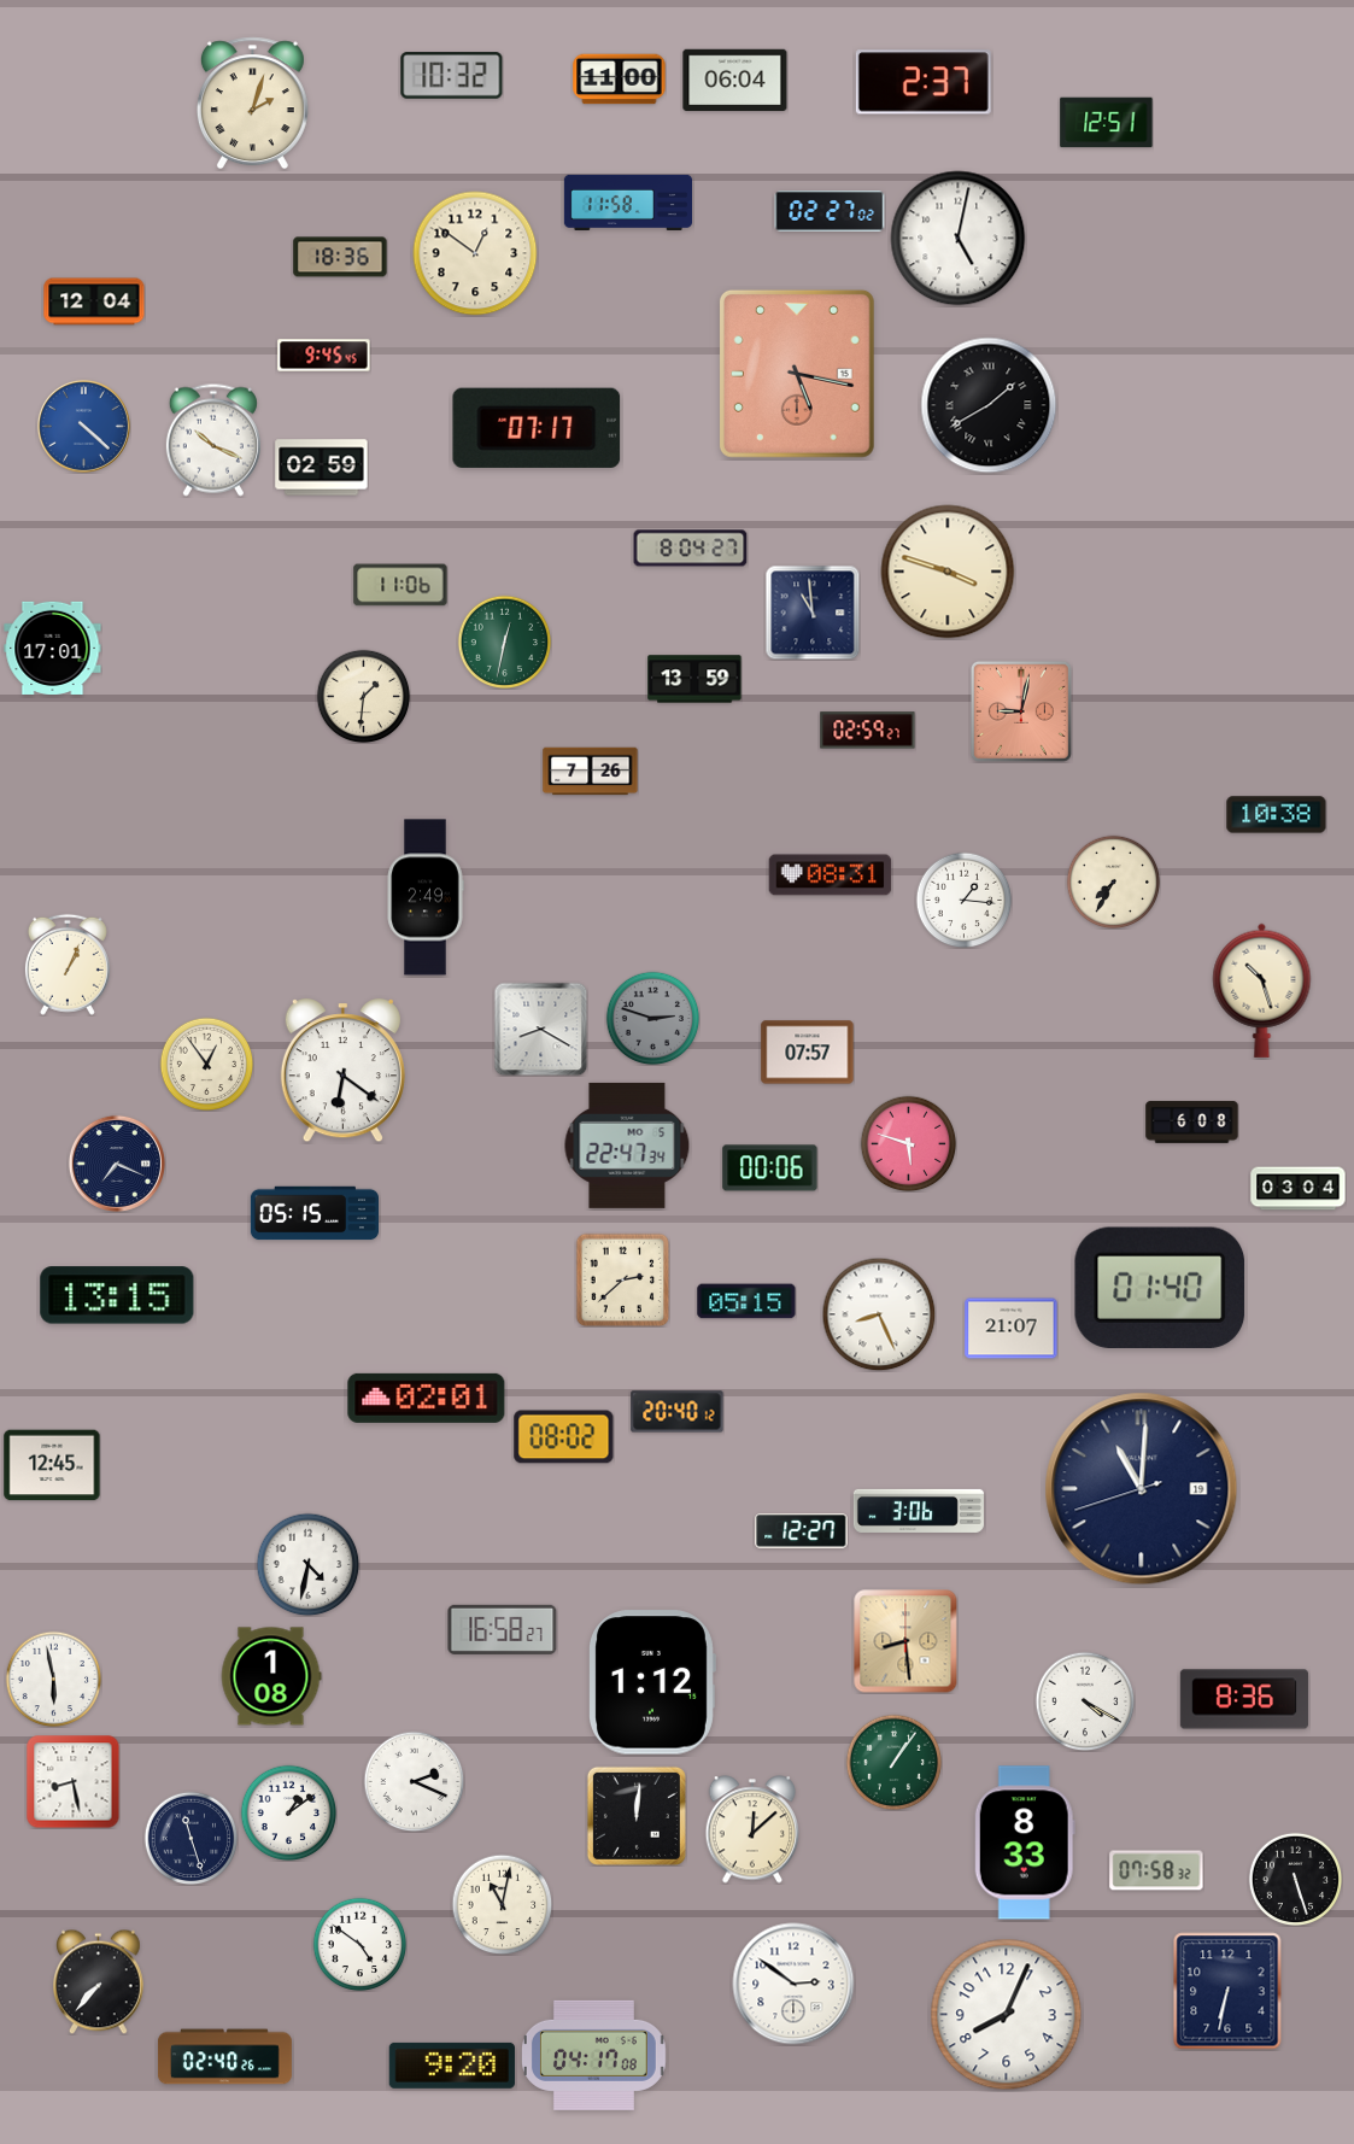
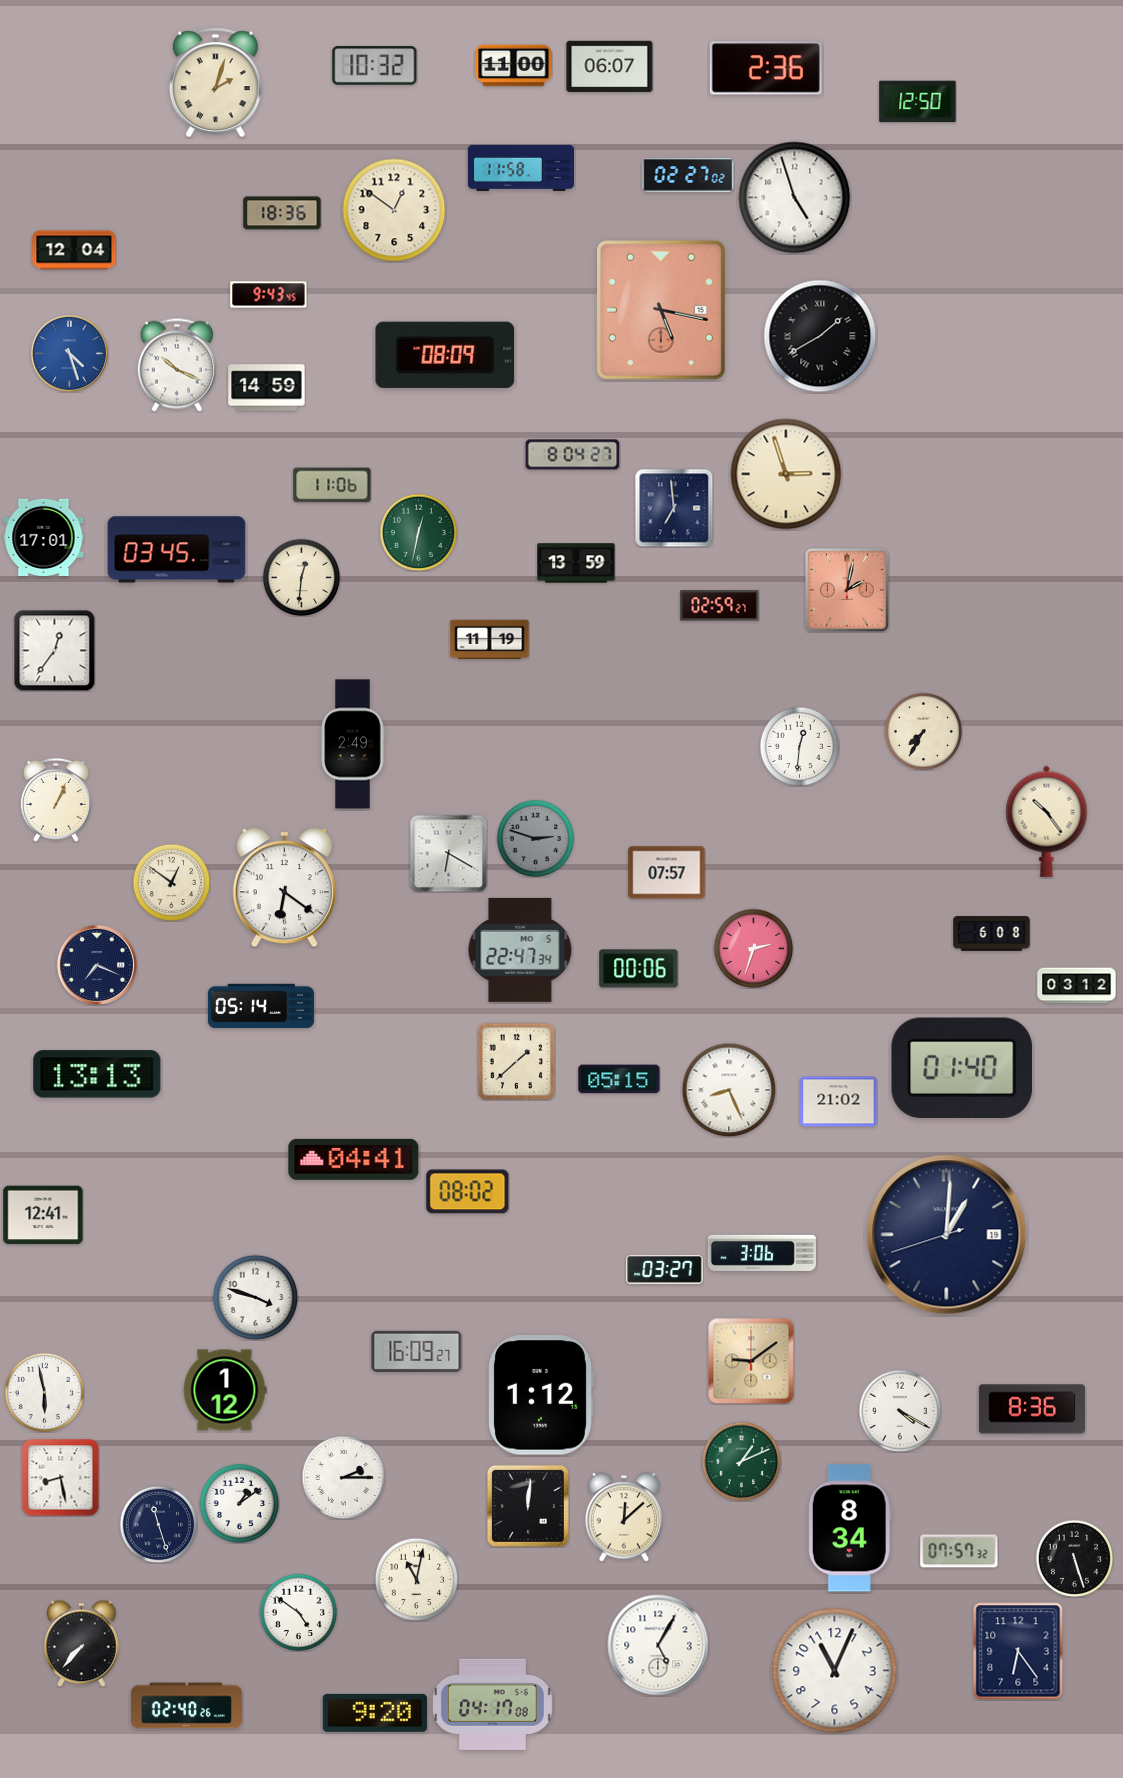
clock at (452, 76) position: (452, 76) -> (375, 66)
clock at (735, 81): 06:04 -> 06:07
clock at (924, 82): 2:37 -> 2:36
clock at (252, 104) position: (252, 104) -> (215, 83)
clock at (1107, 123): 12:51 -> 12:50
clock at (959, 239): 5:02 -> 4:57
clock at (94, 301) position: (94, 301) -> (74, 250)
clock at (324, 356): 9:45 -> 9:43
clock at (83, 426): 4:22 -> 4:27
clock at (537, 428): 07:17 -> 08:09
clock at (322, 468): 02:59 -> 14:59
clock at (948, 572): 3:48 -> 2:57
clock at (813, 613): 10:59 -> 6:59
clock at (177, 550): none -> 03:45
clock at (363, 696): 1:31 -> 12:31
clock at (1021, 711): 9:02 -> 2:02
clock at (591, 772): 7:26 -> 11:19
clock at (54, 650): none -> 12:36
clock at (1277, 815): 10:38 -> none
clock at (831, 875): 08:31 -> none
clock at (963, 900): 1:16 -> 12:31
clock at (1262, 990): 10:27 -> 10:24
clock at (652, 1018) position: (652, 1018) -> (535, 838)
clock at (540, 1029): 8:20 -> 6:20
clock at (808, 1053) position: (808, 1053) -> (667, 873)
clock at (206, 1064): 12:54 -> 12:51
clock at (1192, 1123) position: (1192, 1123) -> (992, 934)
clock at (908, 1143): 5:48 -> 2:33
clock at (1299, 1189): 03:04 -> 03:12
clock at (313, 1213): 05:15 -> 05:14
clock at (622, 1279): 2:38 -> 1:38
clock at (117, 1295): 13:15 -> 13:13
clock at (1012, 1329): 21:07 -> 21:02
clock at (427, 1398): 02:01 -> 04:41
clock at (678, 1412): 20:40 -> none
clock at (52, 1465): 12:45 -> 12:41
clock at (1142, 1489): 11:00 -> 1:00
clock at (802, 1531): 12:27 -> 03:27
clock at (307, 1564): 4:32 -> 3:48
clock at (503, 1629): 16:58 -> 16:09
clock at (905, 1641): 8:29 -> 9:09
clock at (271, 1676): 1:08 -> 1:12
clock at (893, 1762): 1:06 -> 1:11
clock at (414, 1781): 2:19 -> 2:15
clock at (1025, 1843): 8:33 -> 8:34
clock at (1156, 1870): 07:58 -> 07:57
clock at (793, 1984): 2:51 -> 5:05
clock at (1227, 1991): 6:32 -> 6:24
clock at (1007, 2015): 8:04 -> 11:04
